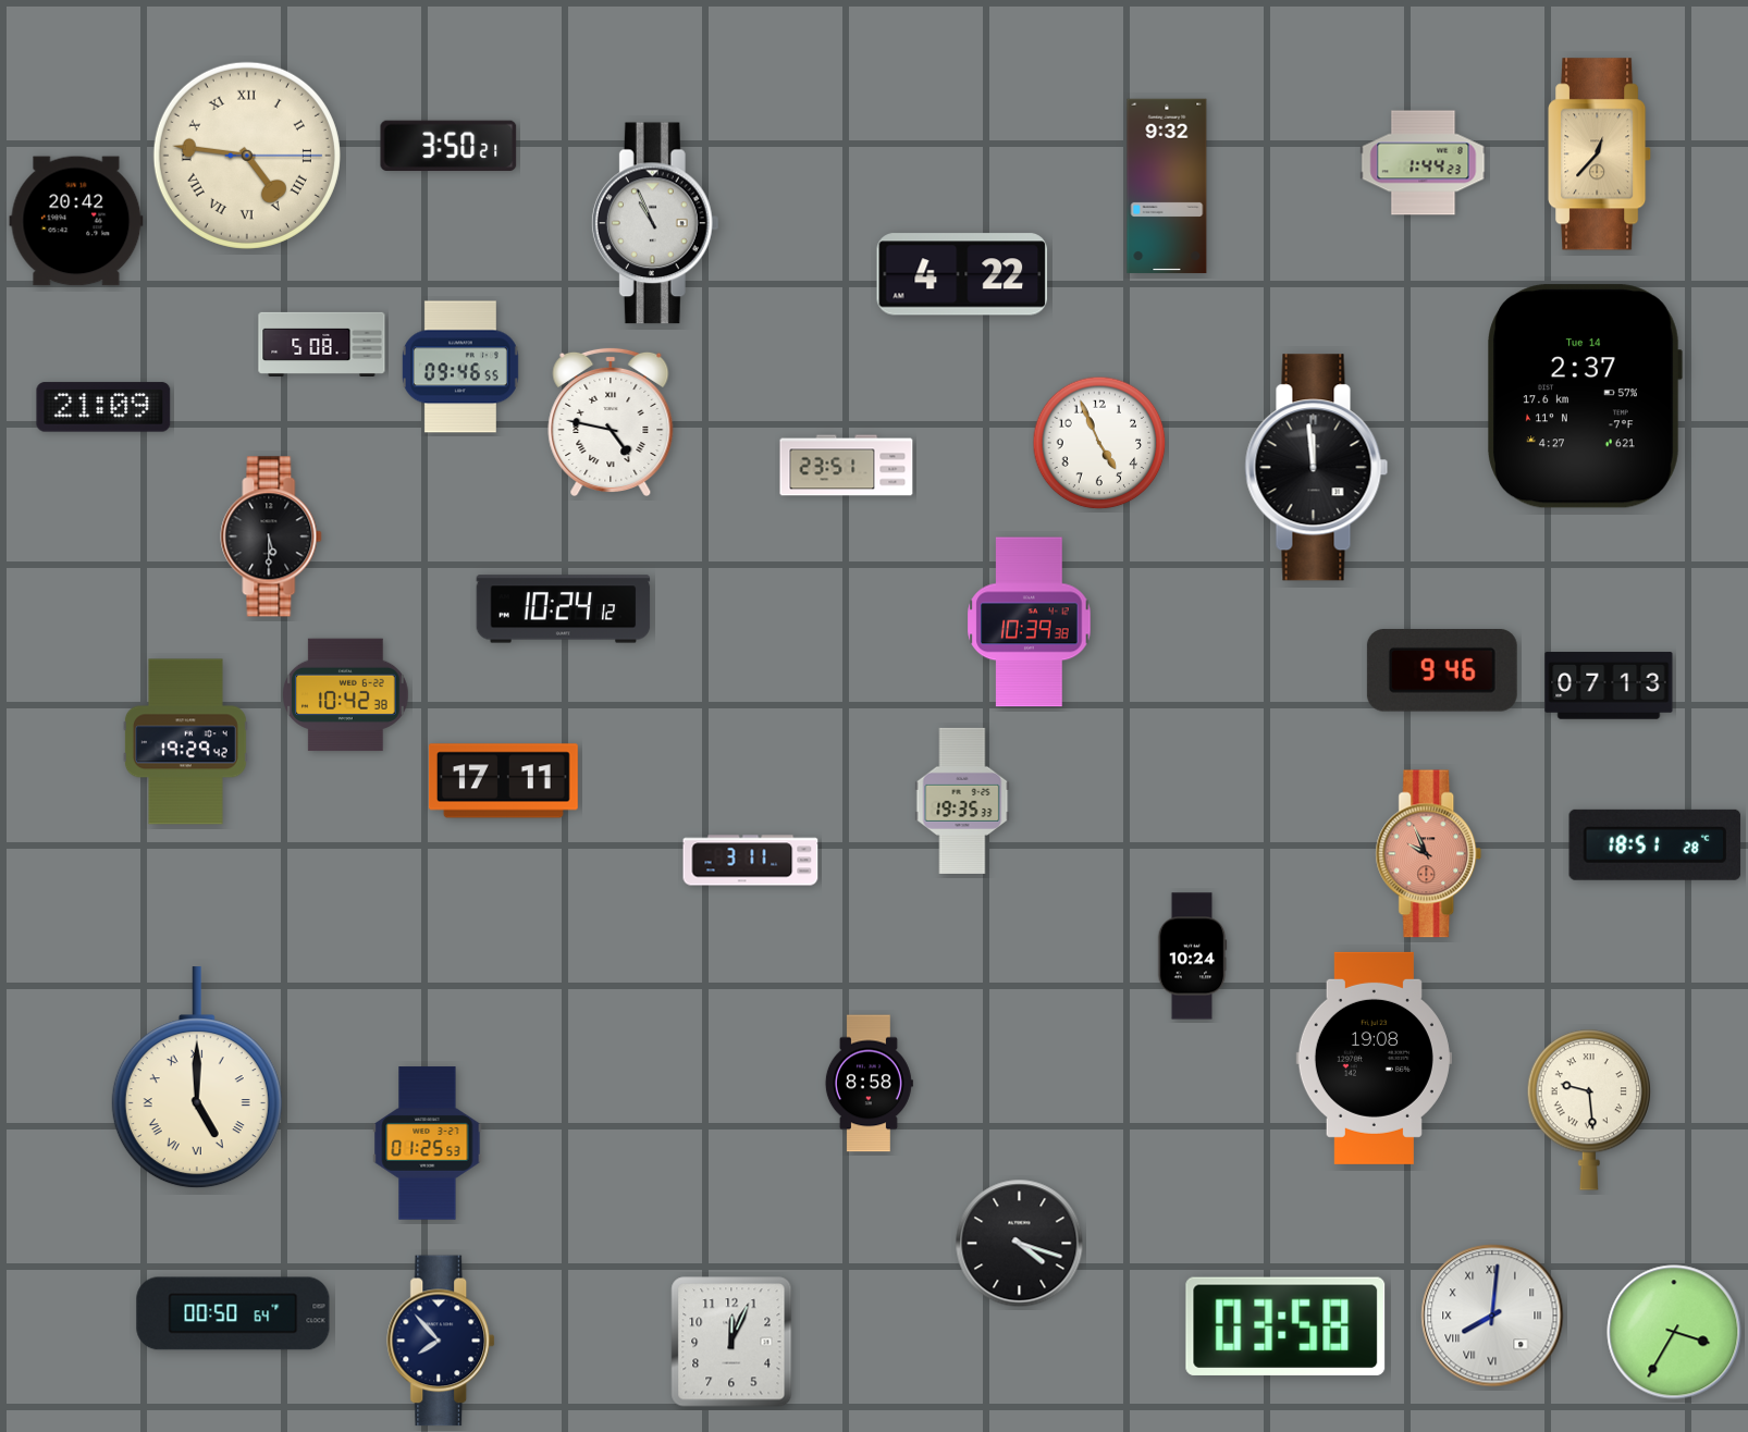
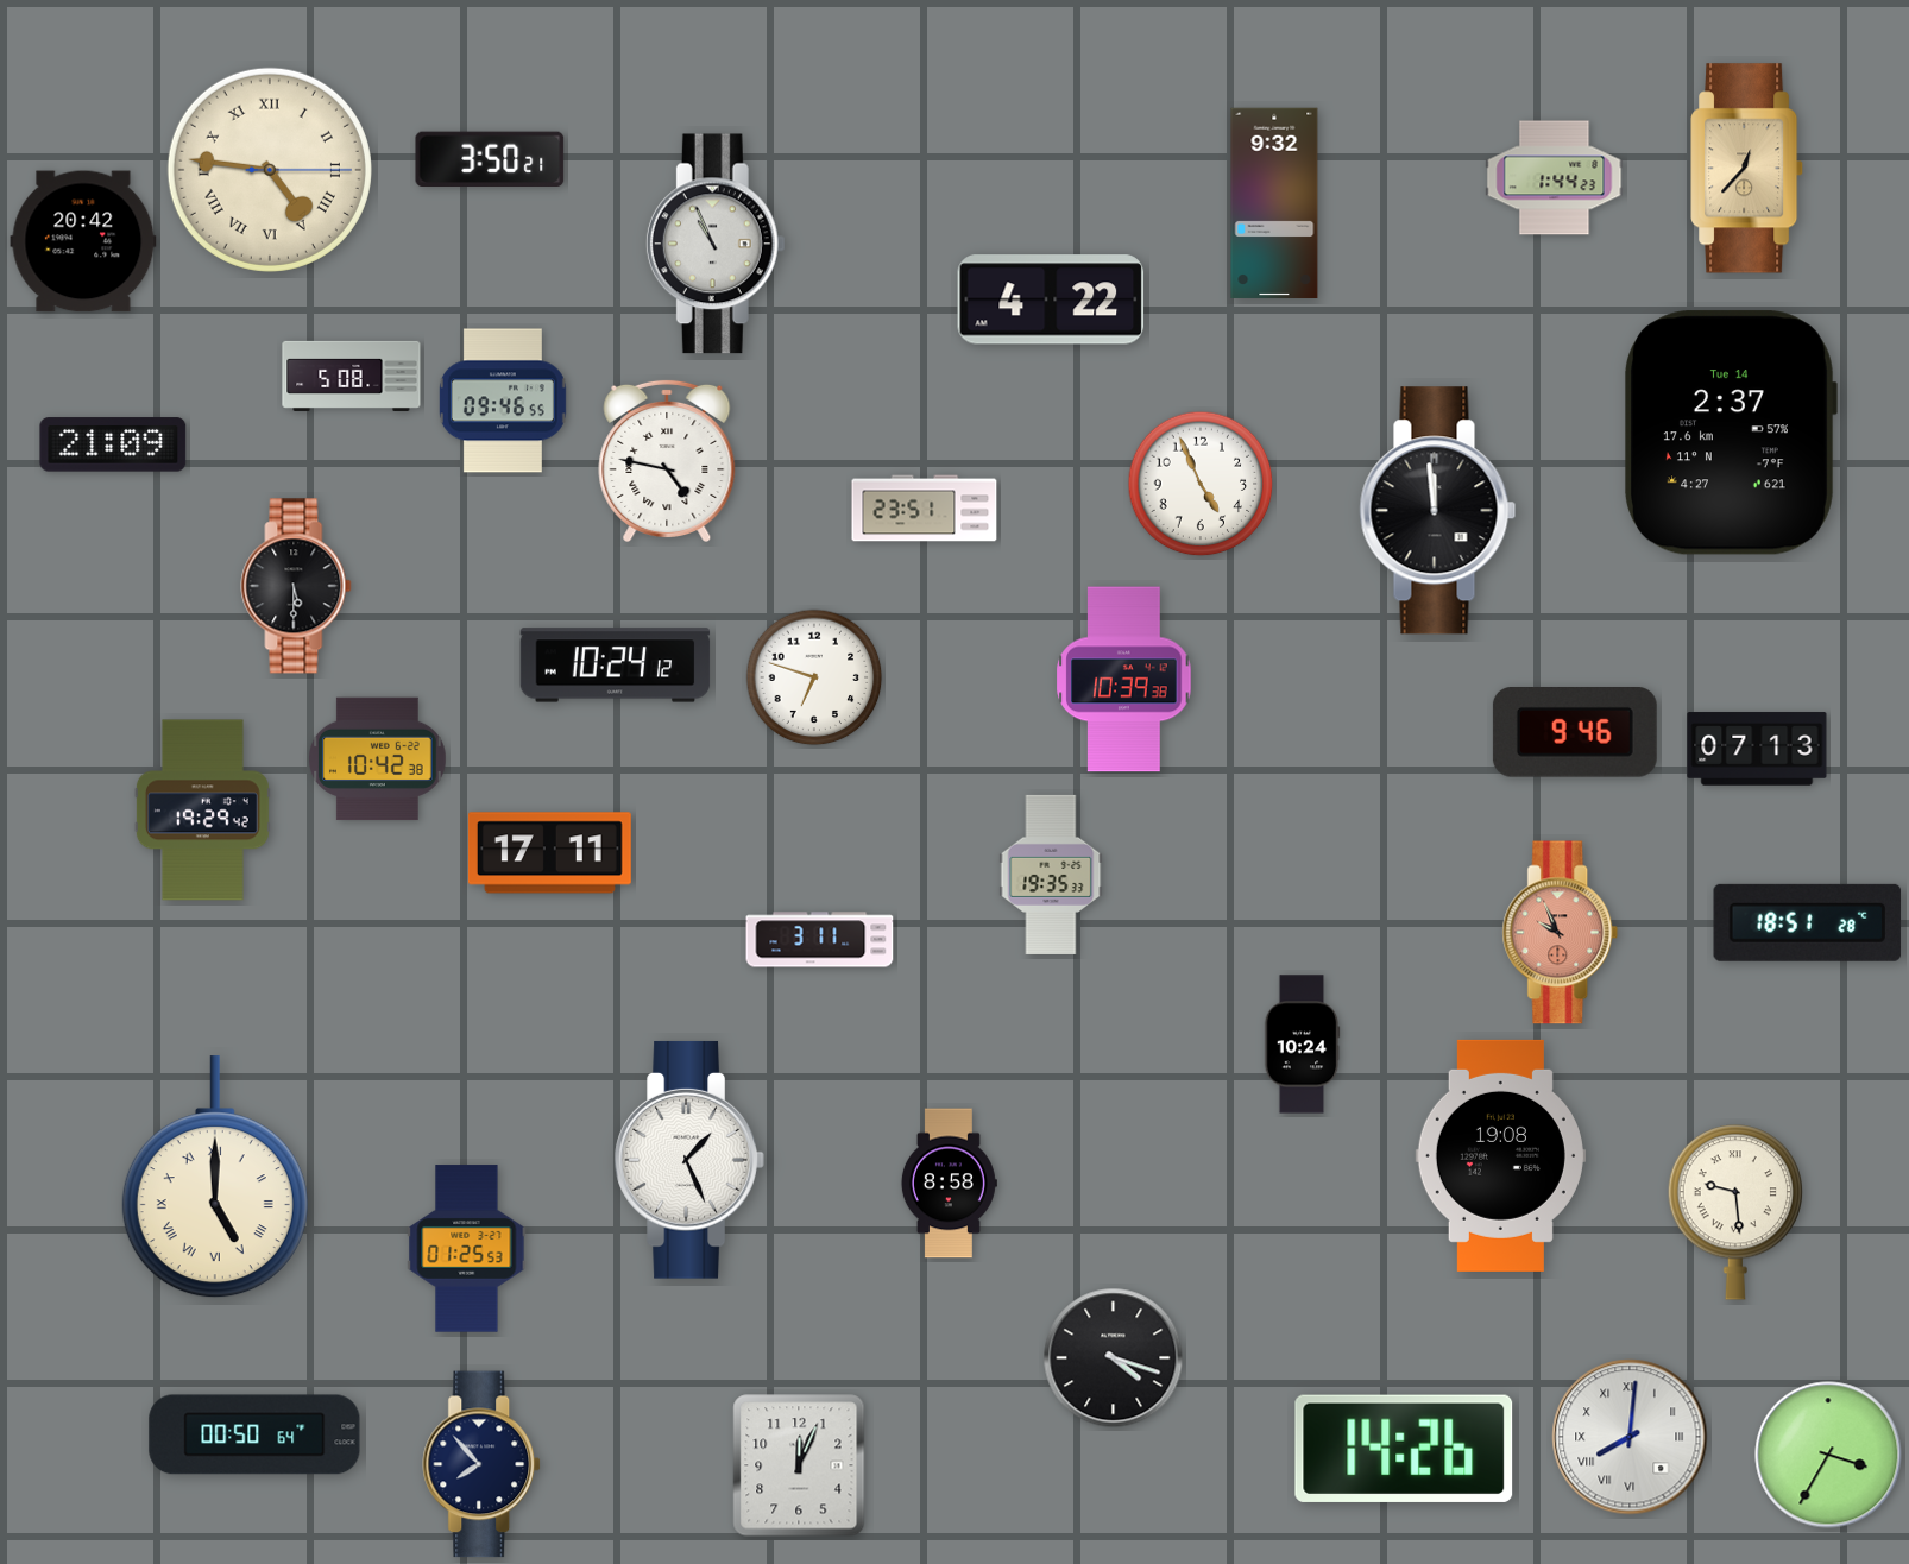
clock at (814, 677): none -> 6:48
clock at (689, 1160): none -> 1:26
clock at (1285, 1326): 03:58 -> 14:26
